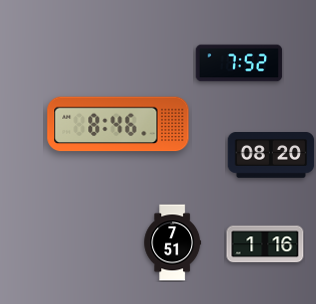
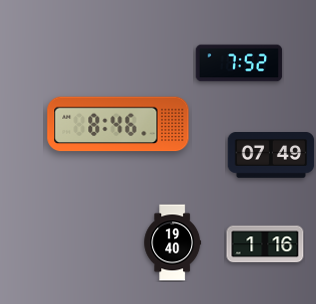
clock at (271, 156): 08:20 -> 07:49
clock at (173, 243): 7:51 -> 19:40
